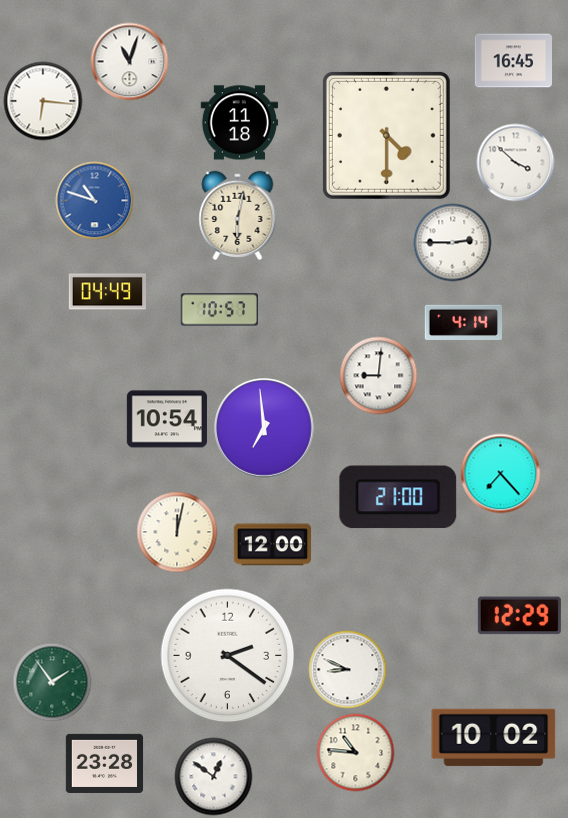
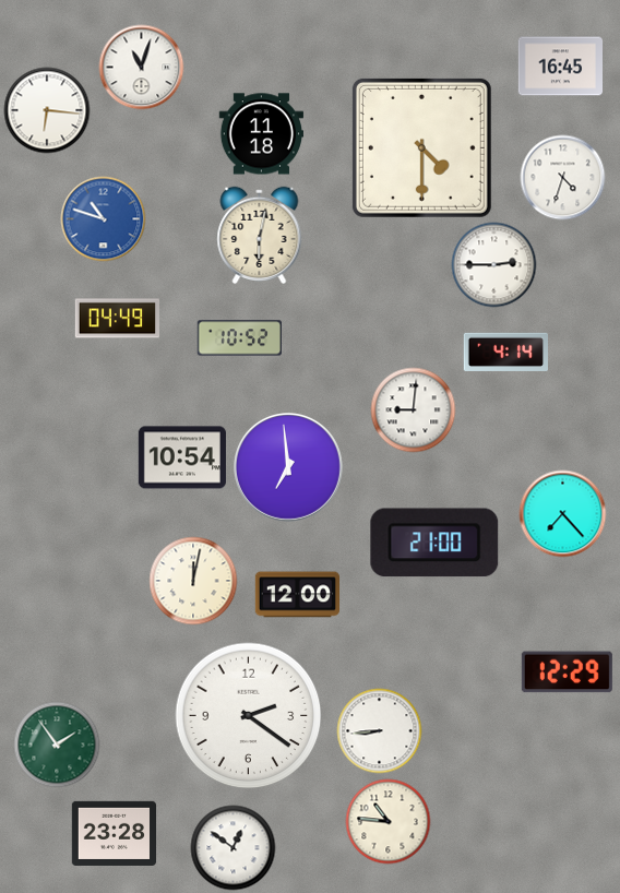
clock at (515, 162): 3:52 -> 4:33
clock at (219, 310): 10:57 -> 10:52
clock at (500, 473) position: (500, 473) -> (562, 513)
clock at (347, 669): 8:49 -> 8:44
clock at (494, 737): 10:02 -> none
